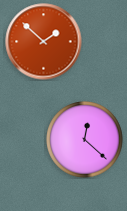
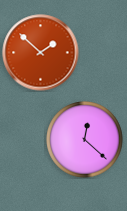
clock at (44, 42) position: (44, 42) -> (41, 53)
